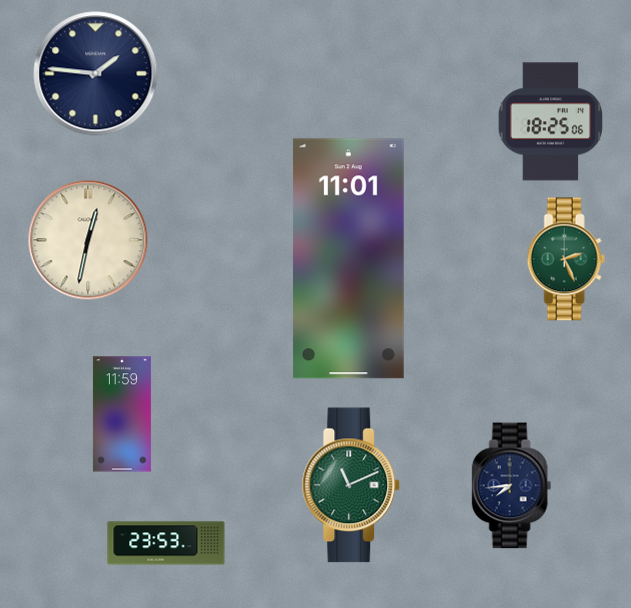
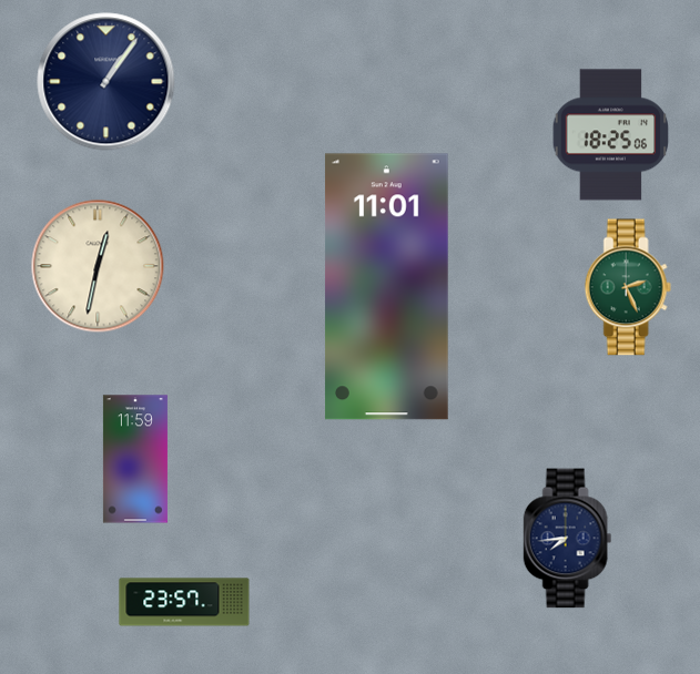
clock at (96, 74): 1:46 -> 1:06
clock at (351, 485): 11:11 -> none
clock at (166, 543): 23:53 -> 23:57
